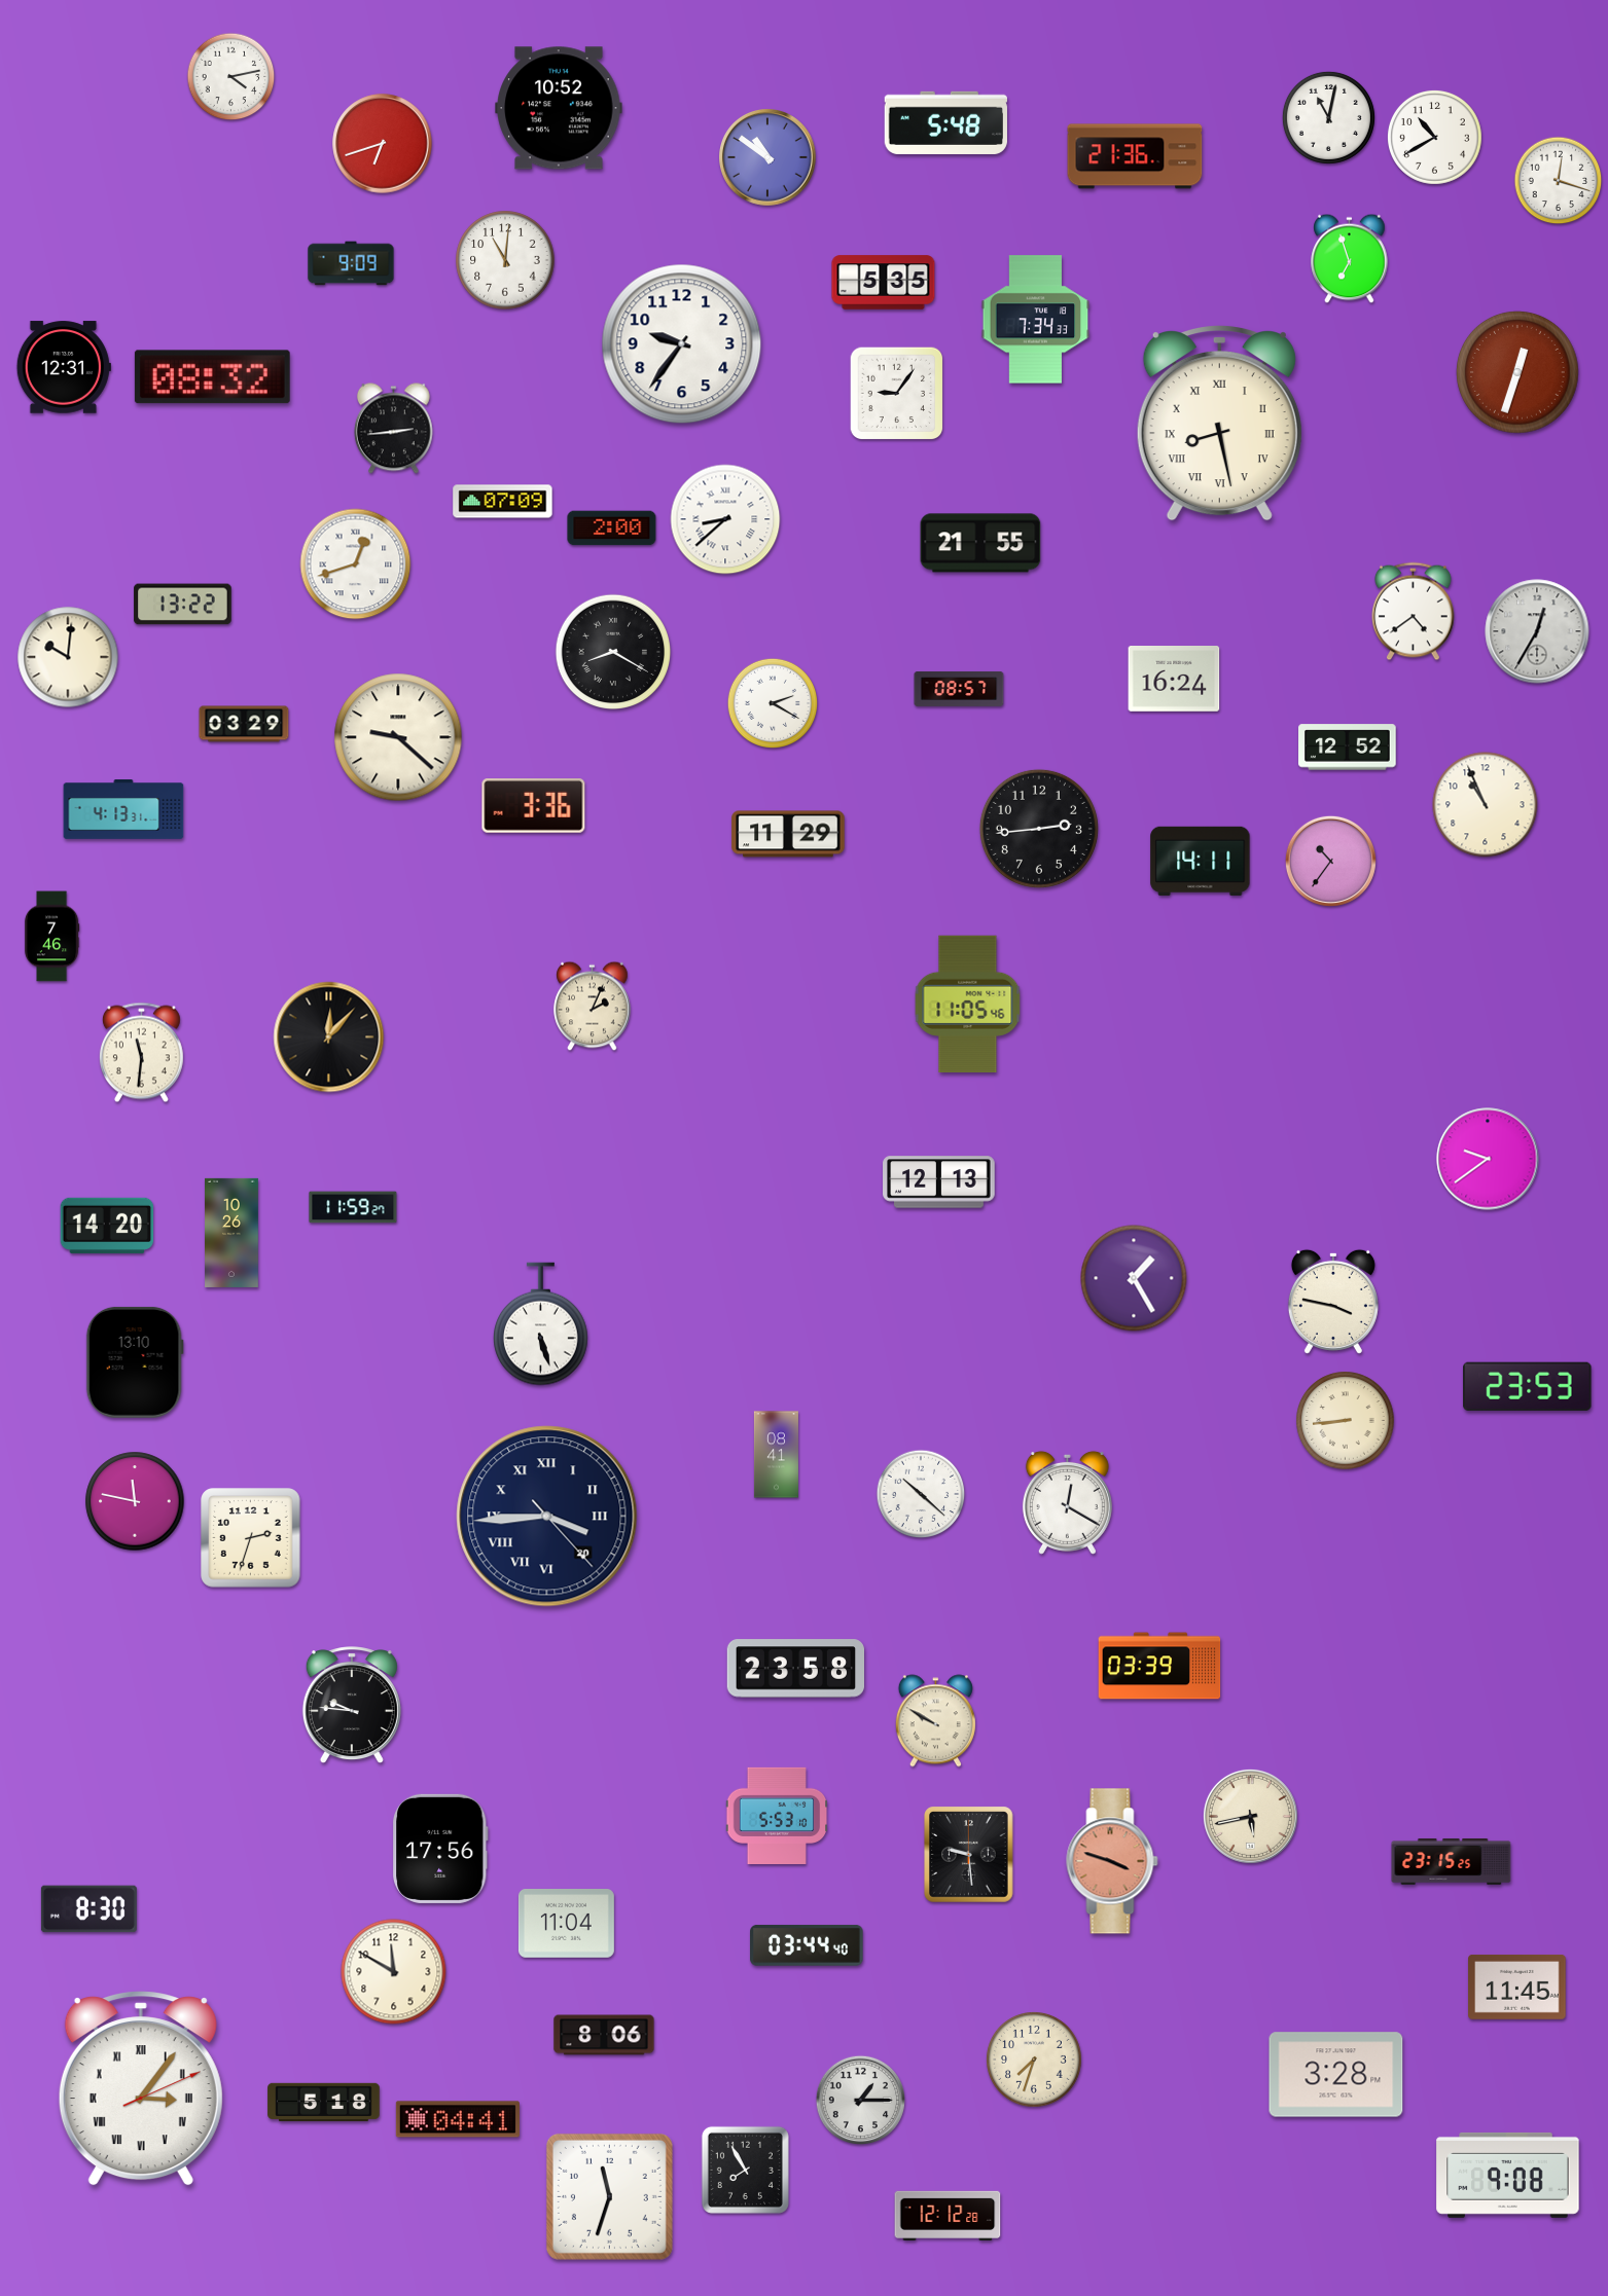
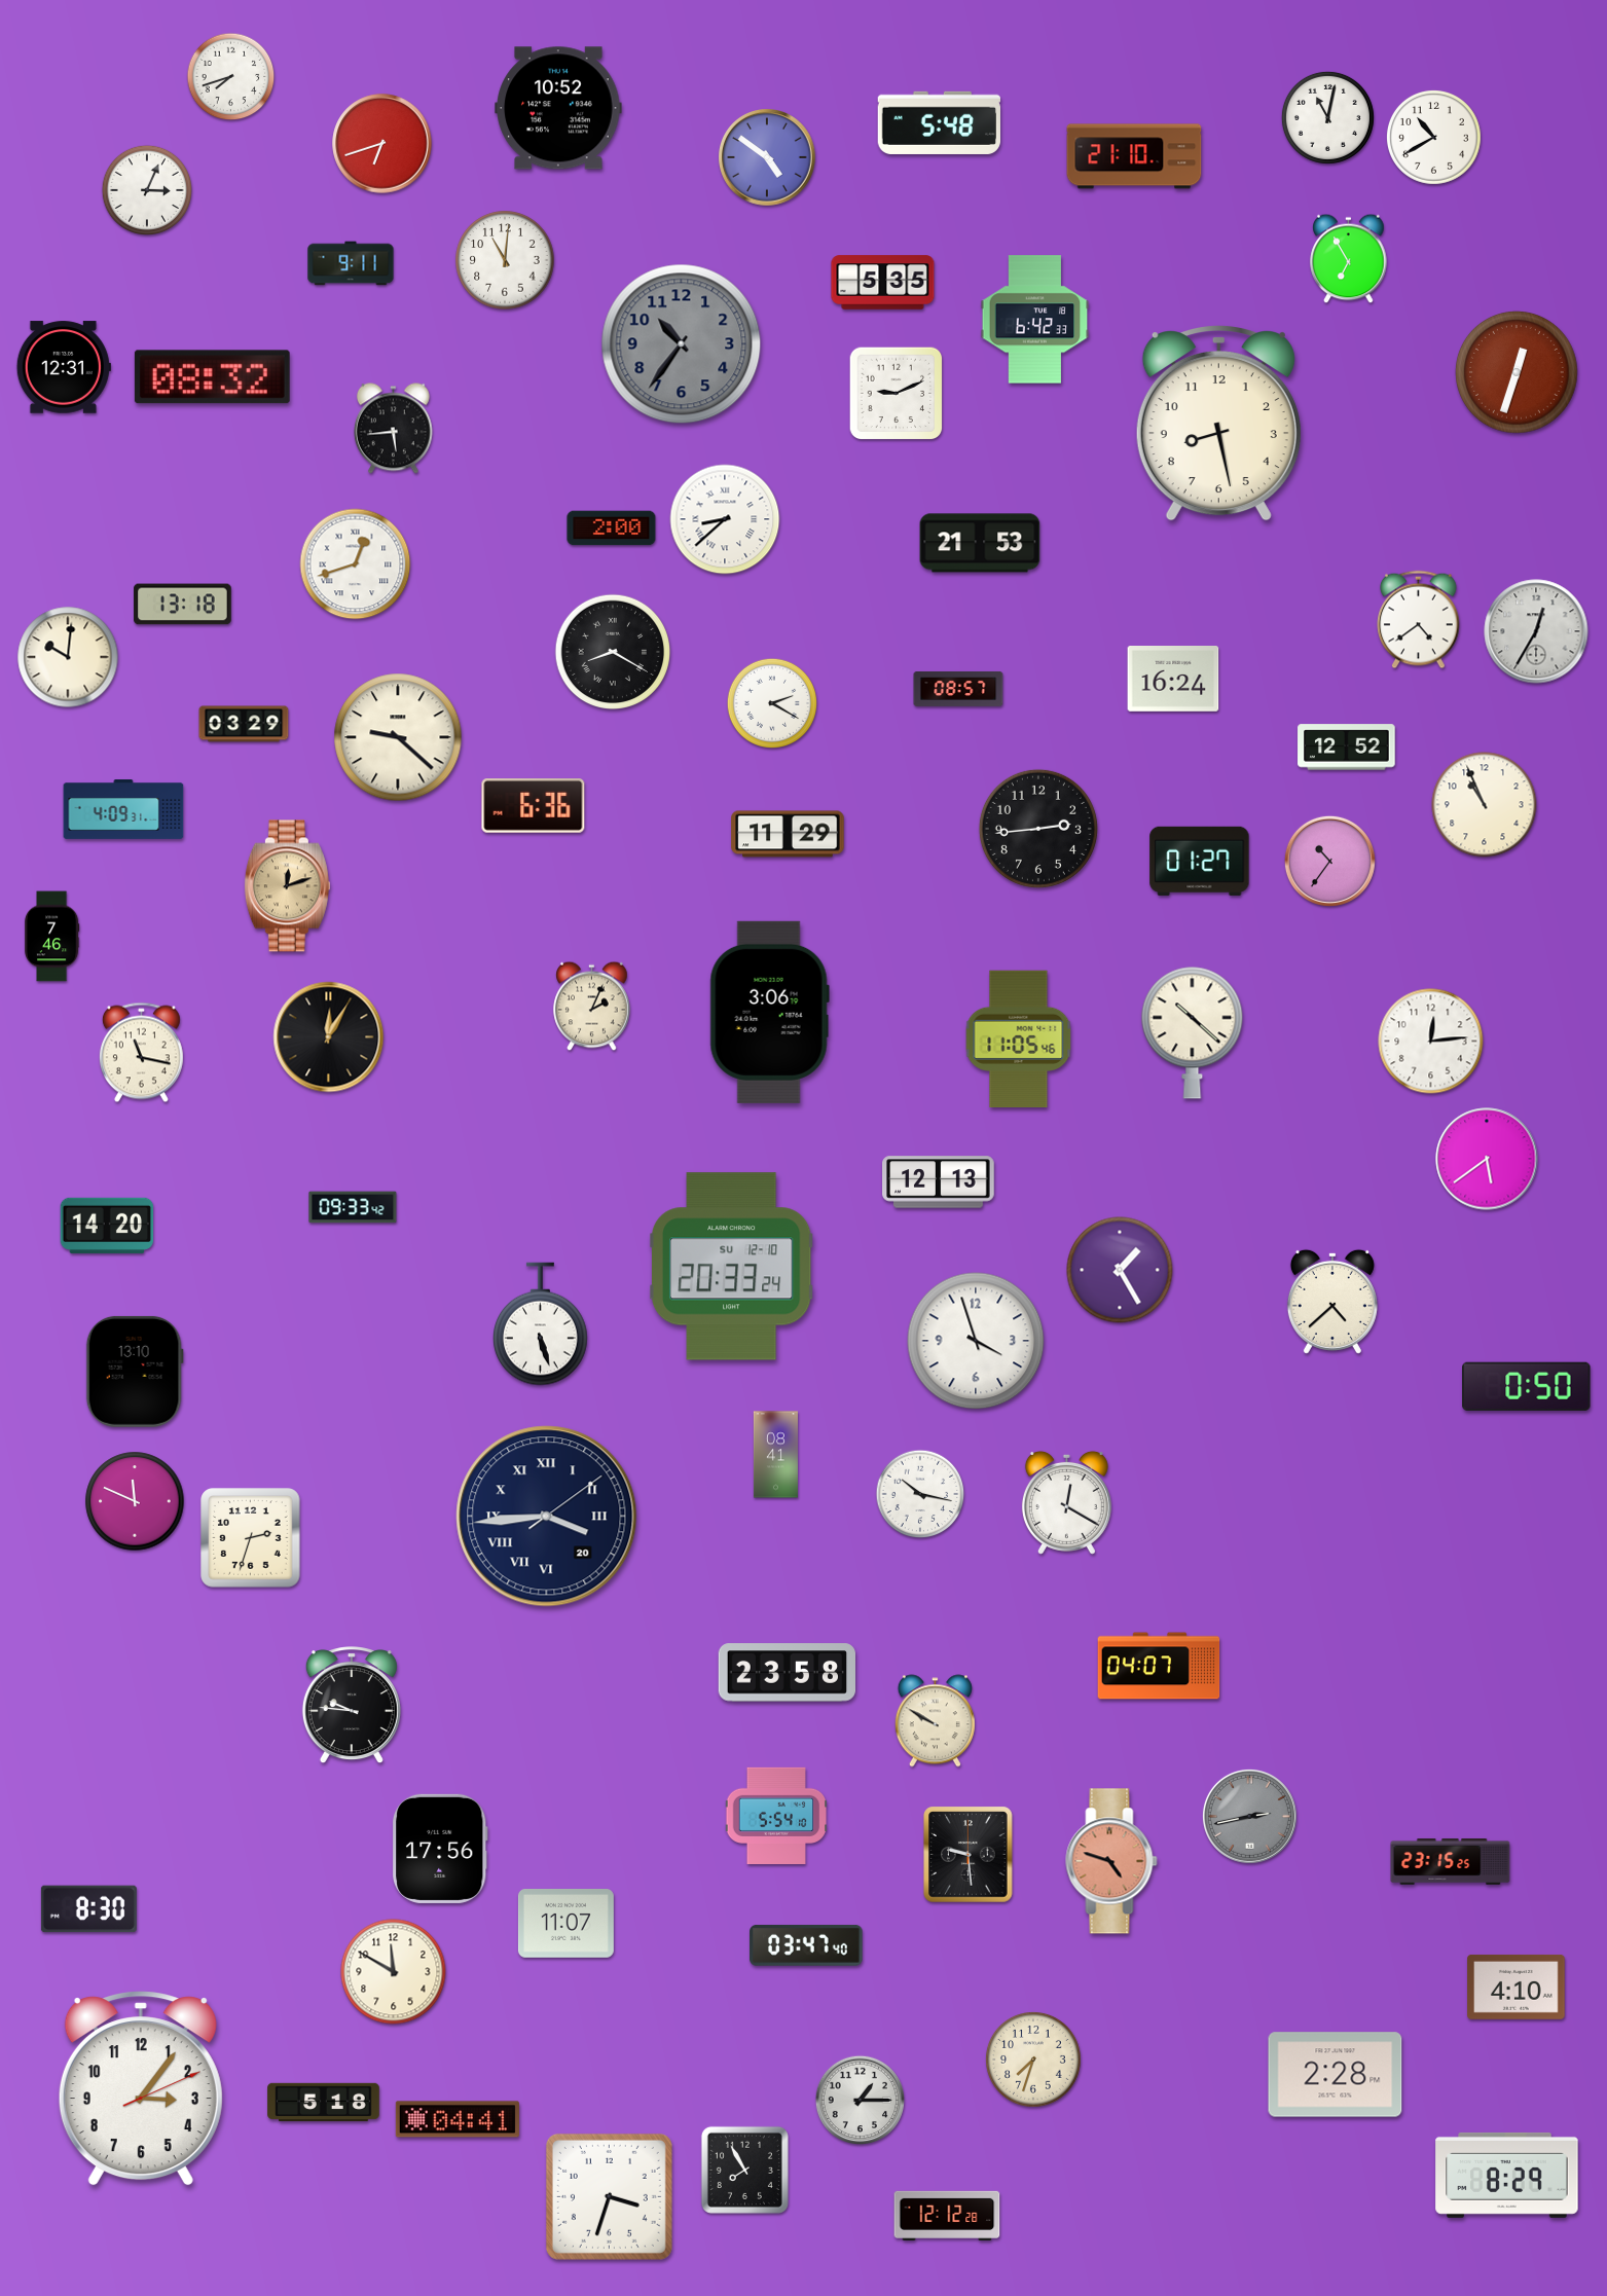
clock at (231, 77): 4:13 -> 7:42
clock at (945, 122) position: (945, 122) -> (939, 122)
clock at (1135, 156): 21:36 -> 21:10
clock at (767, 158): 10:51 -> 4:51
clock at (1559, 181): 12:18 -> none
clock at (146, 189): none -> 3:04
clock at (1350, 259): 6:57 -> 6:55
clock at (351, 263): 9:09 -> 9:11
clock at (1036, 320): 7:34 -> 6:42
clock at (682, 344): 9:36 -> 10:36
clock at (682, 344) dial: white -> grey
clock at (897, 394): 9:06 -> 9:11
clock at (1219, 423) numerals: Roman -> Arabic
clock at (393, 429): 2:44 -> 5:44
clock at (503, 502): 07:09 -> none
clock at (980, 543): 21:55 -> 21:53
clock at (183, 605): 13:22 -> 13:18
clock at (1414, 612) position: (1414, 612) -> (1419, 620)
clock at (534, 806): 3:36 -> 6:36
clock at (123, 810): 4:13 -> 4:09
clock at (1201, 861): 14:11 -> 01:27
clock at (287, 886): none -> 12:12
clock at (968, 1004) position: (968, 1004) -> (1019, 1038)
clock at (769, 1012): none -> 3:06
clock at (1193, 1032): none -> 10:22
clock at (329, 1037): 12:07 -> 12:05
clock at (1431, 1042): none -> 12:14
clock at (141, 1053): 11:31 -> 11:17
clock at (1488, 1159): 9:39 -> 5:39
clock at (353, 1207): 11:59 -> 09:33
clock at (233, 1233): 10:26 -> none
clock at (731, 1267): none -> 20:33
clock at (1134, 1278) position: (1134, 1278) -> (1120, 1270)
clock at (1333, 1302): 3:47 -> 4:38
clock at (976, 1341): none -> 3:57
clock at (135, 1362) position: (135, 1362) -> (135, 1372)
clock at (1528, 1386): 23:53 -> 0:50
clock at (1346, 1421): 8:44 -> none
clock at (921, 1494): 10:22 -> 10:17
clock at (135, 1501): 11:47 -> 11:49
clock at (547, 1517): 3:44:23 -> 3:44:09
clock at (1159, 1666): 03:39 -> 04:07
clock at (795, 1669) position: (795, 1669) -> (787, 1673)
clock at (777, 1815): 5:53 -> 5:54
clock at (1250, 1816): 5:43 -> 2:43
clock at (1250, 1816) dial: cream -> grey
clock at (1112, 1861): 3:48 -> 4:48
clock at (566, 1924): 11:04 -> 11:07
clock at (807, 1945): 03:44 -> 03:47
clock at (1517, 1987): 11:45 -> 4:10
clock at (604, 2035): 8:06 -> none
clock at (1336, 2075): 3:28 -> 2:28
clock at (141, 2088) numerals: Roman -> Arabic
clock at (1508, 2175): 9:08 -> 8:29
clock at (609, 2196): 11:33 -> 3:33
